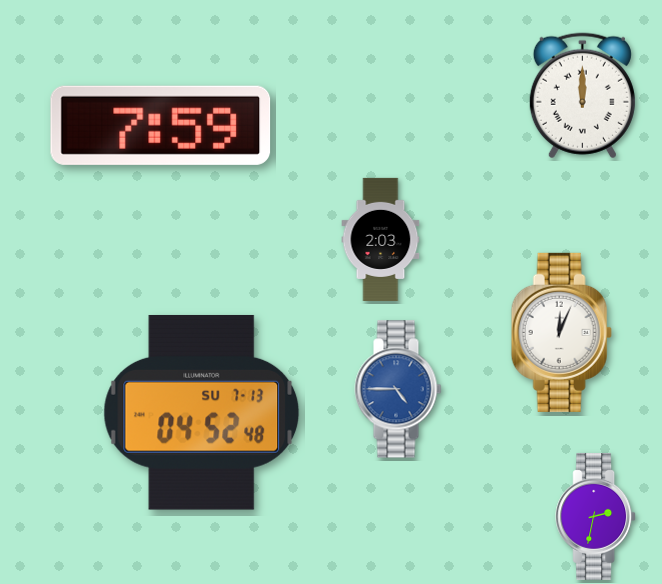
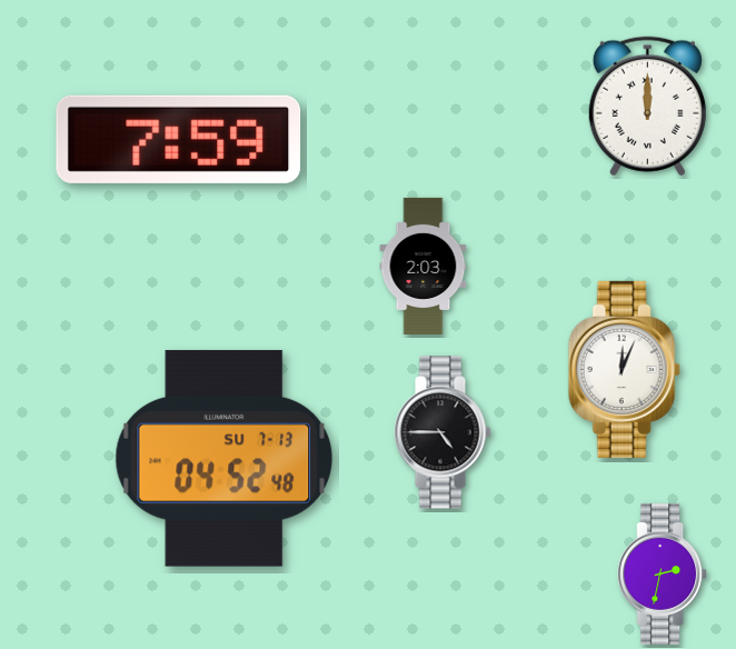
clock at (398, 389) dial: blue -> black
